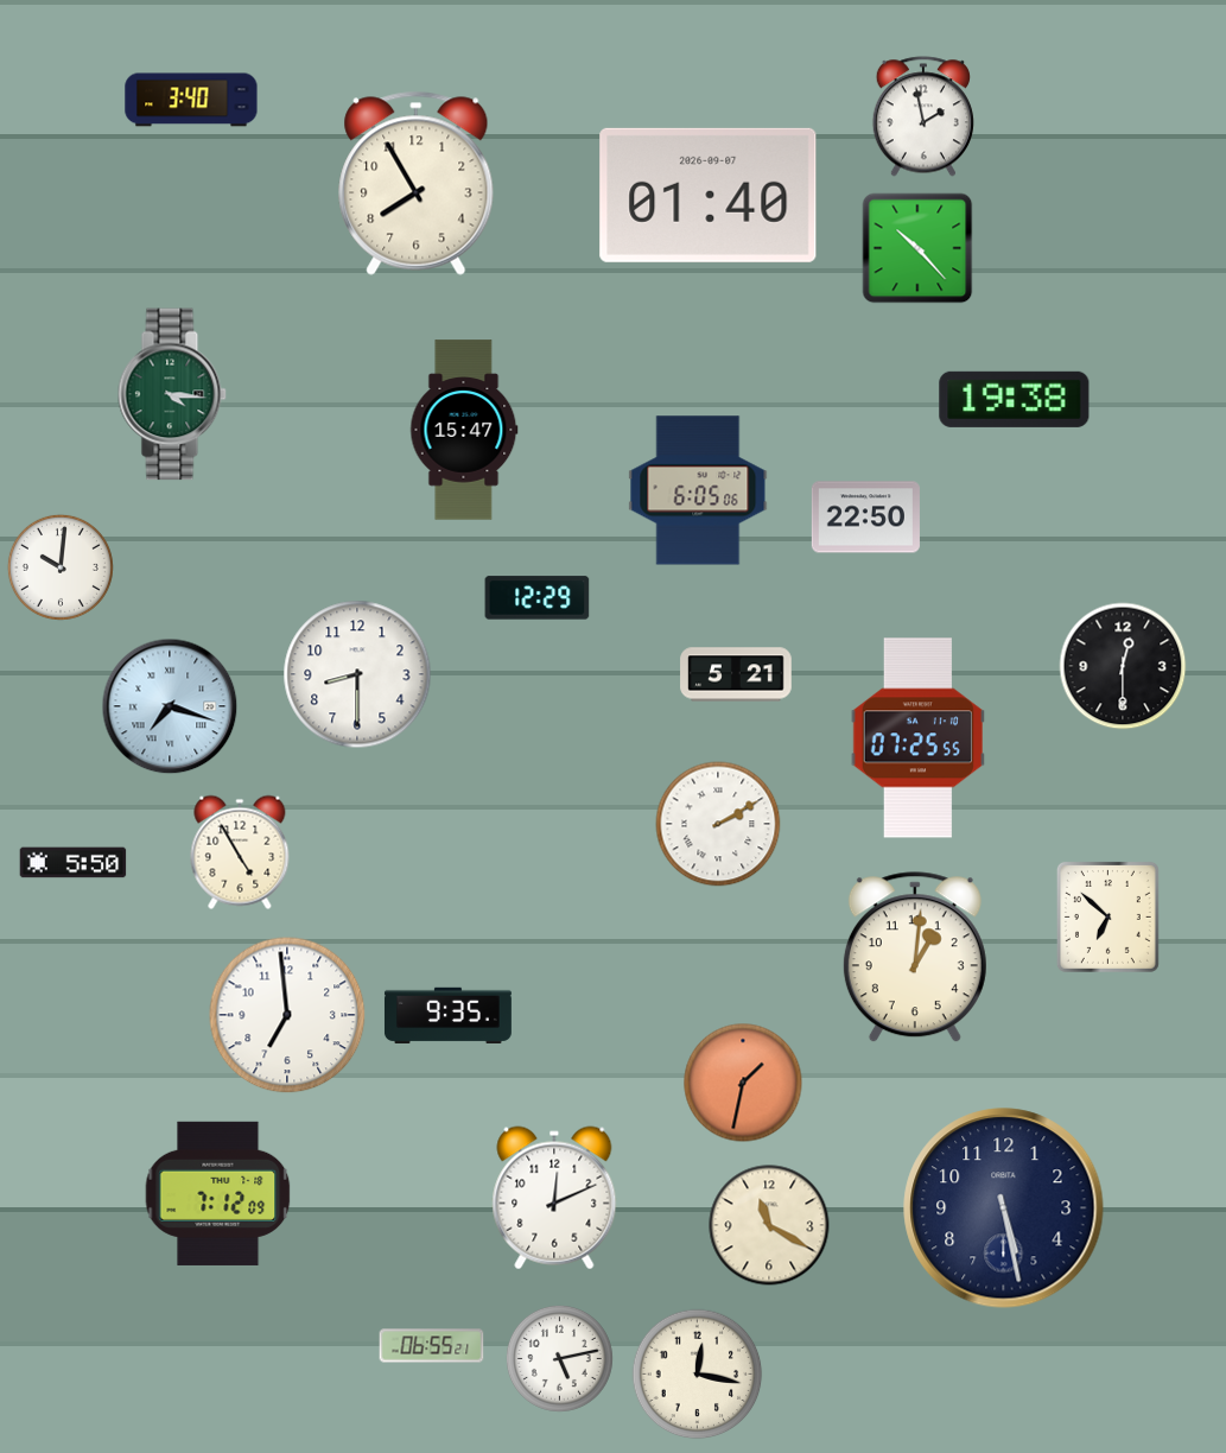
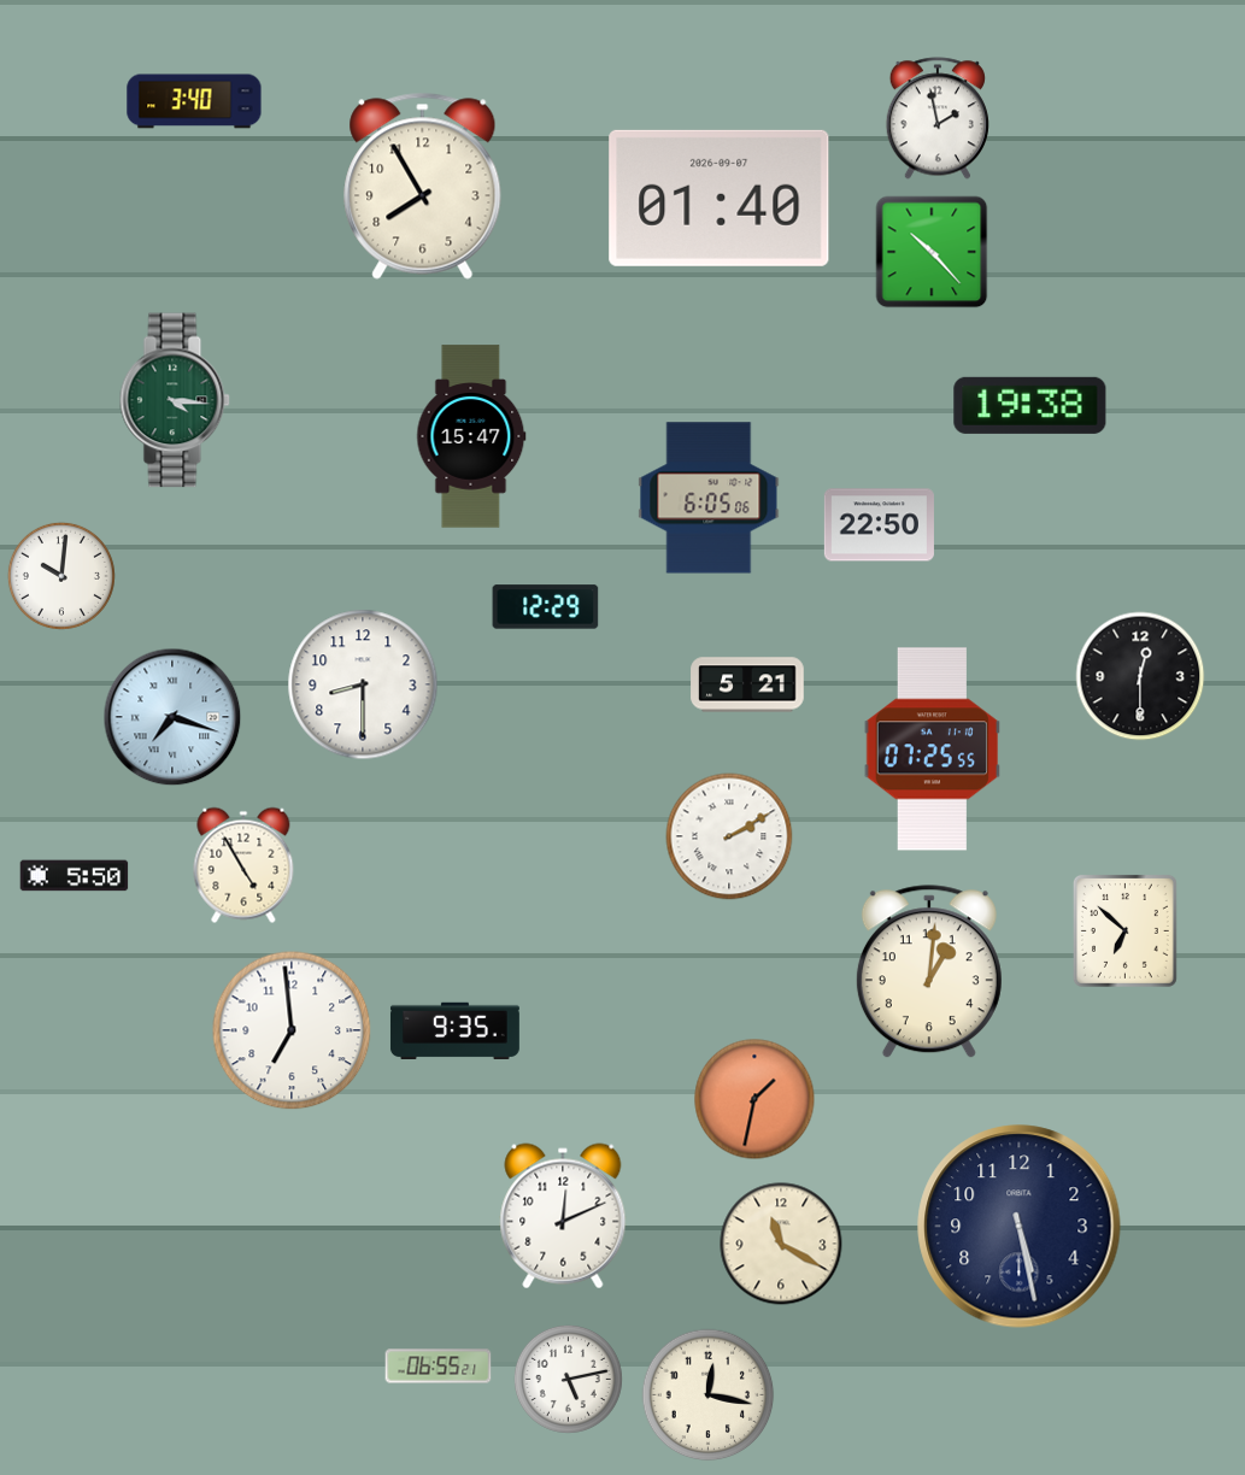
clock at (218, 1193): 7:12 -> none
